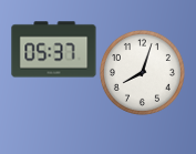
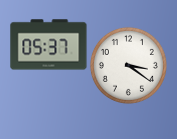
clock at (142, 72): 8:03 -> 3:21
